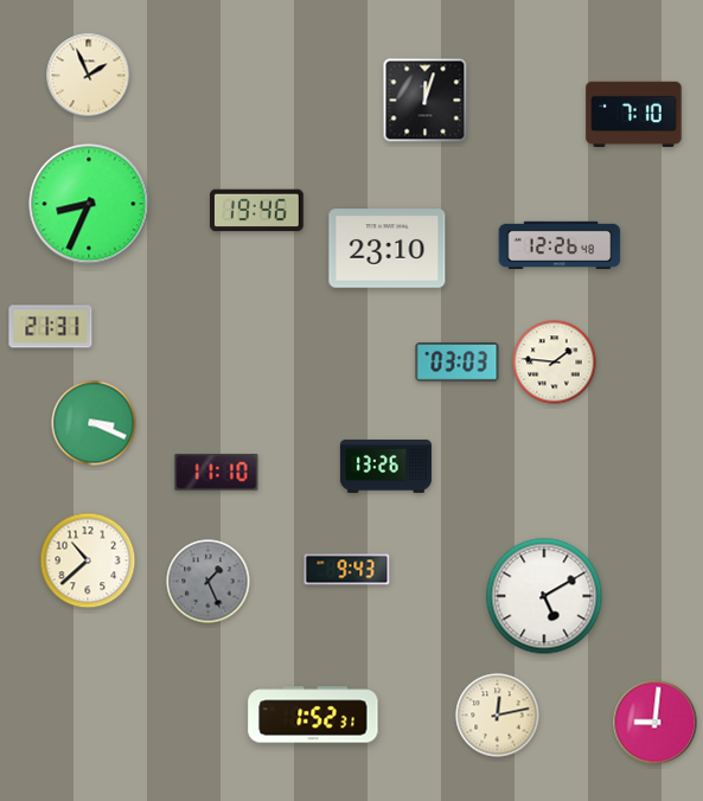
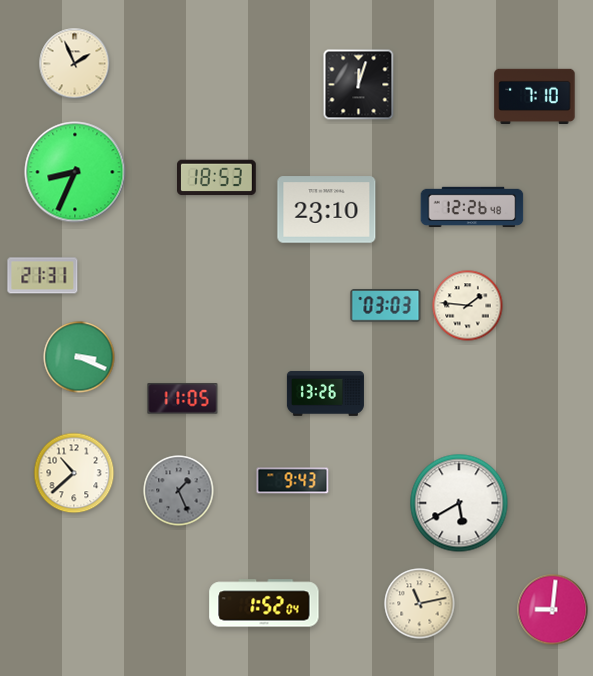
clock at (257, 211): 19:46 -> 18:53
clock at (217, 473): 11:10 -> 11:05
clock at (209, 582) position: (209, 582) -> (179, 491)
clock at (544, 596): 5:10 -> 5:40
clock at (313, 715): 1:52:31 -> 1:52:04
clock at (498, 716): 12:13 -> 11:13
